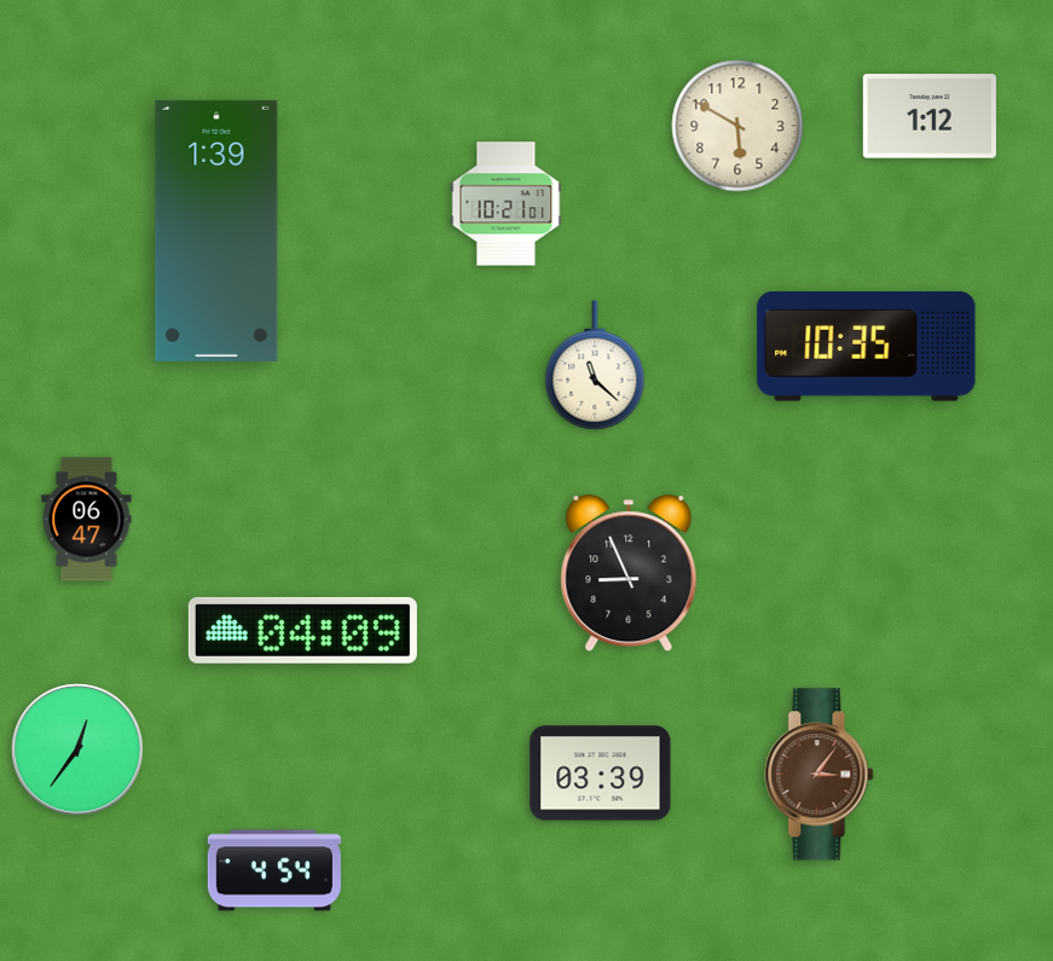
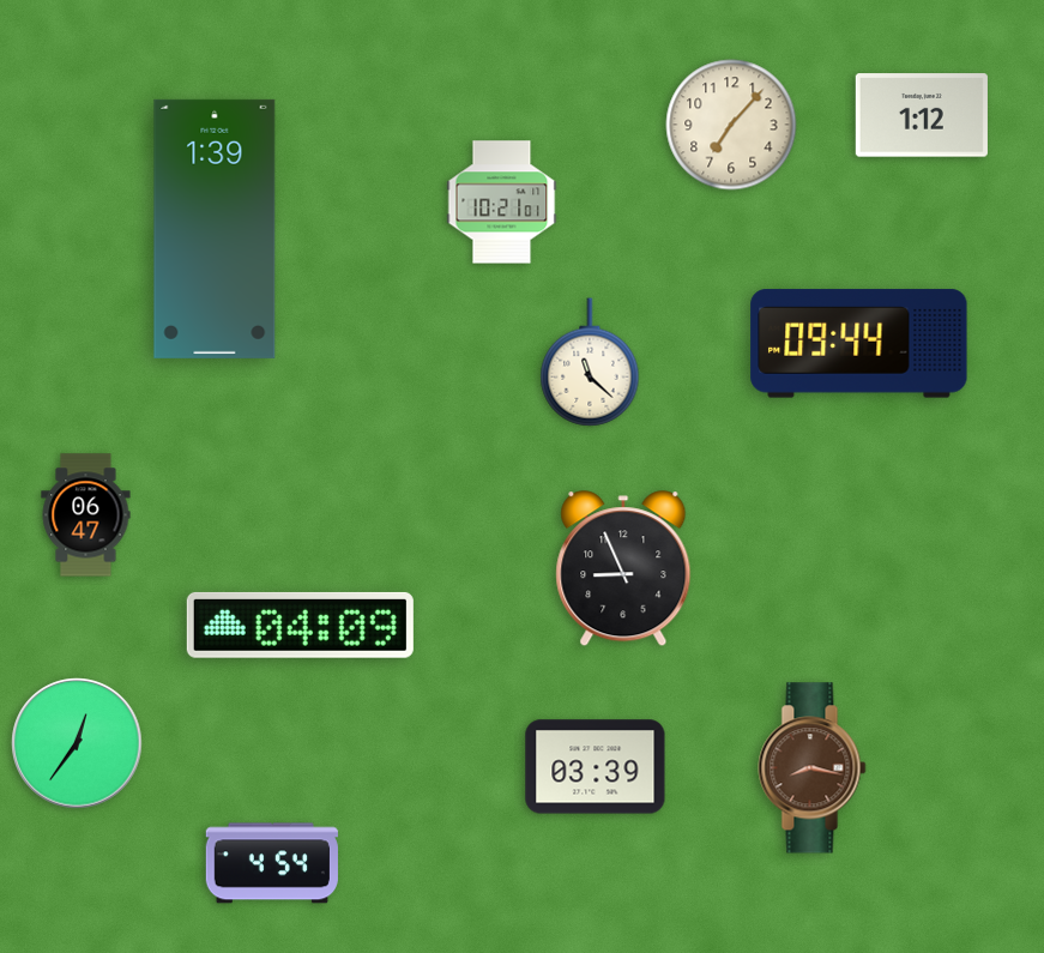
clock at (737, 126): 5:50 -> 7:07
clock at (867, 347): 10:35 -> 09:44
clock at (820, 775): 3:06 -> 8:17
